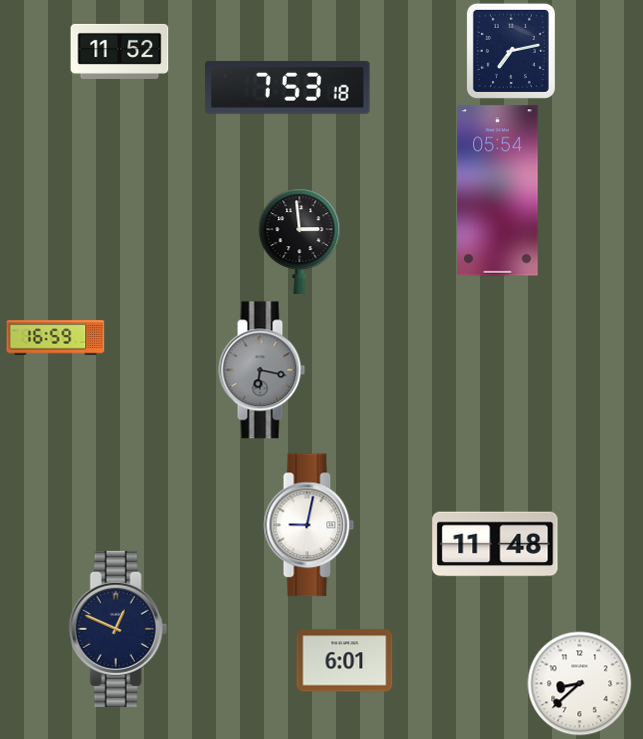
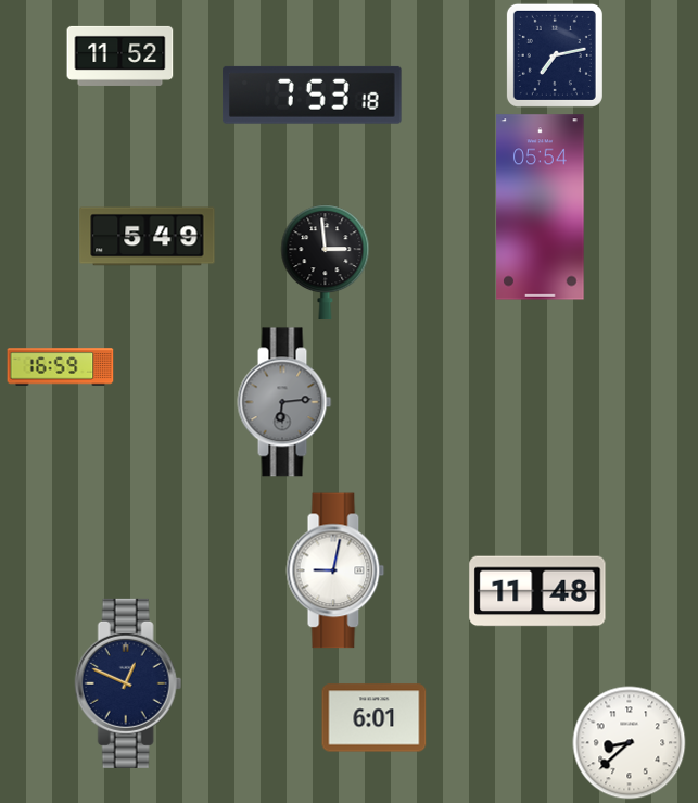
clock at (120, 51) position: (120, 51) -> (120, 55)
clock at (148, 237): none -> 5:49
clock at (262, 370): 6:17 -> 6:14
